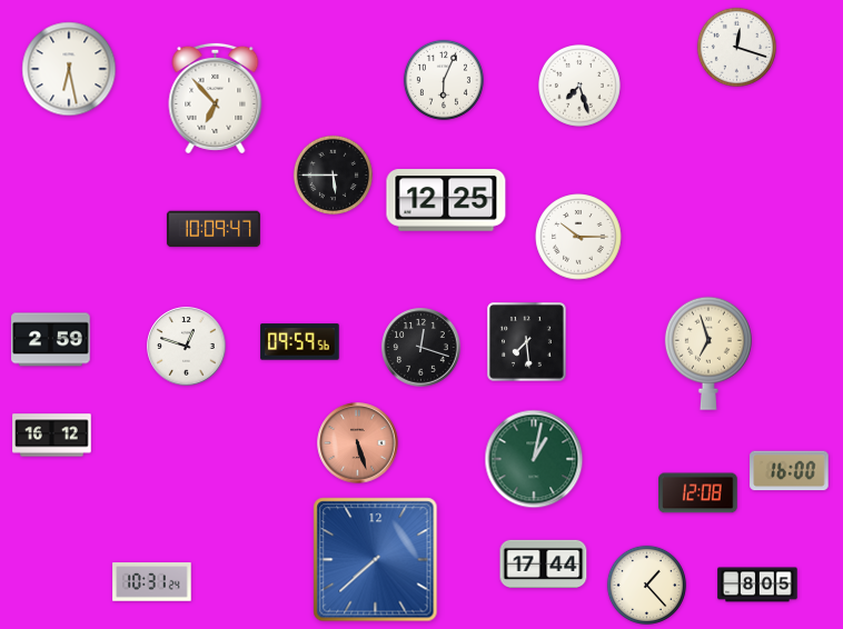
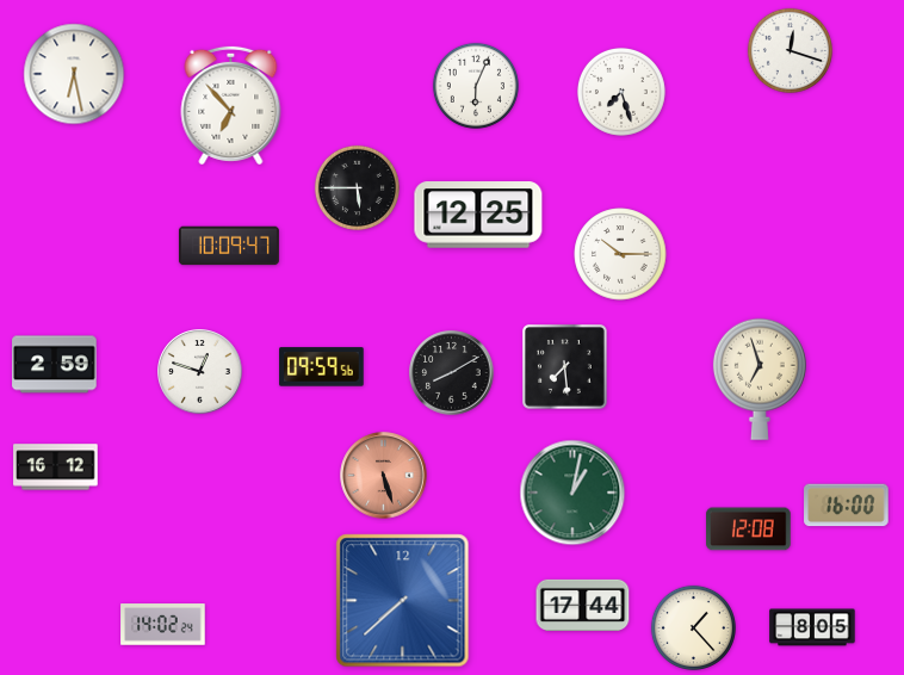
clock at (421, 348): 12:18 -> 8:10
clock at (152, 582): 10:31 -> 14:02
